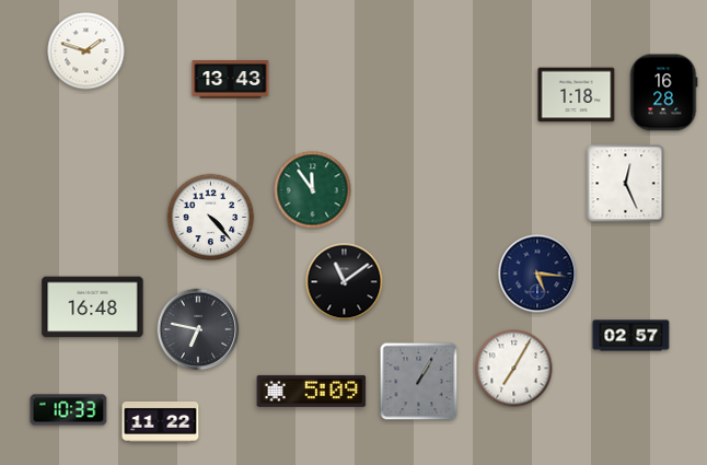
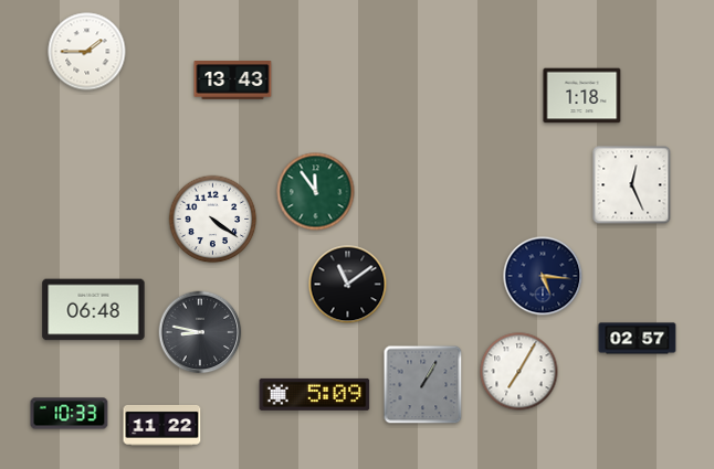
clock at (86, 51): 1:48 -> 1:45
clock at (664, 93): 16:28 -> none
clock at (211, 218): 4:23 -> 4:21
clock at (93, 307): 16:48 -> 06:48
clock at (198, 329): 6:47 -> 8:47
